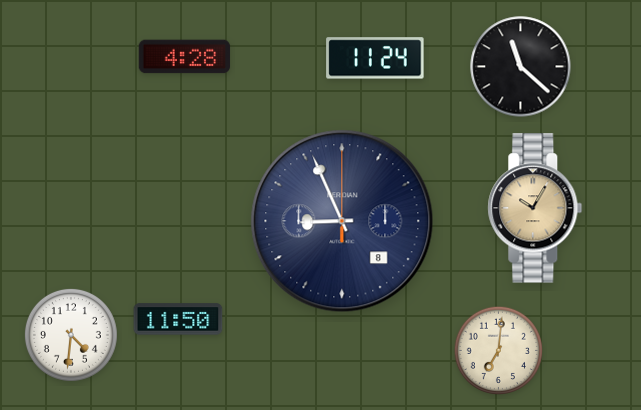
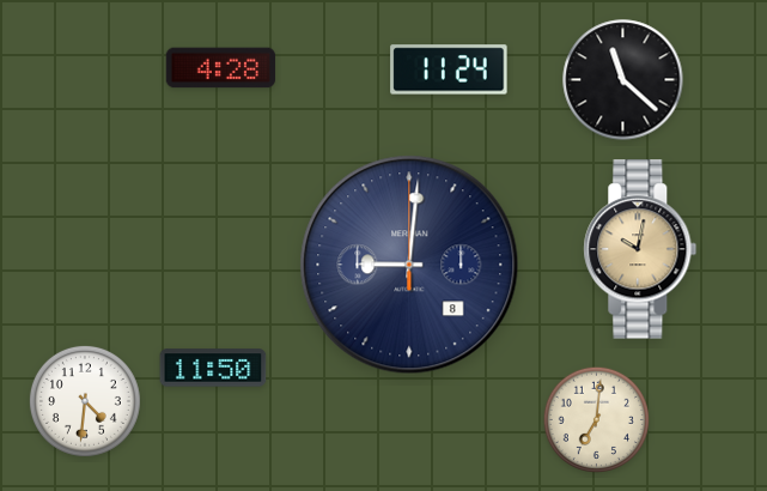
clock at (535, 208): 10:05 -> 10:02
clock at (342, 221): 8:56 -> 9:01
clock at (178, 319) position: (178, 319) -> (213, 368)
